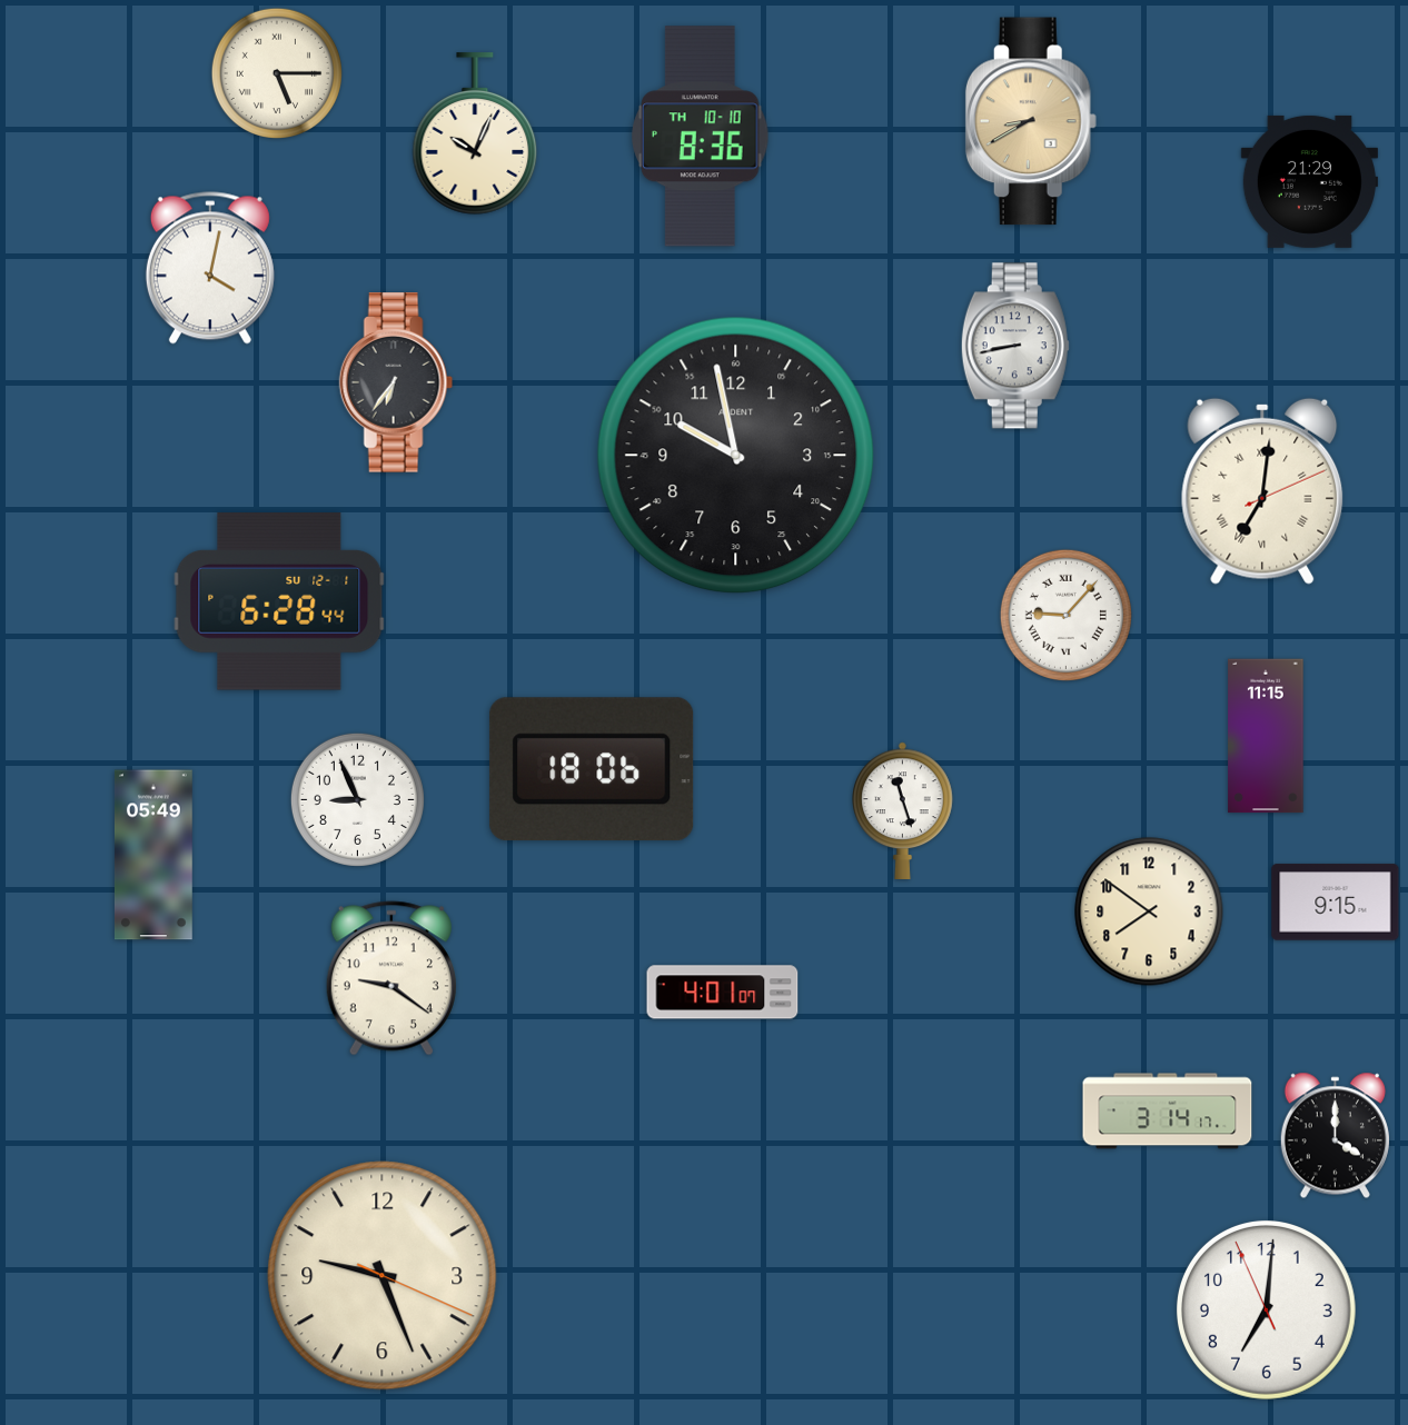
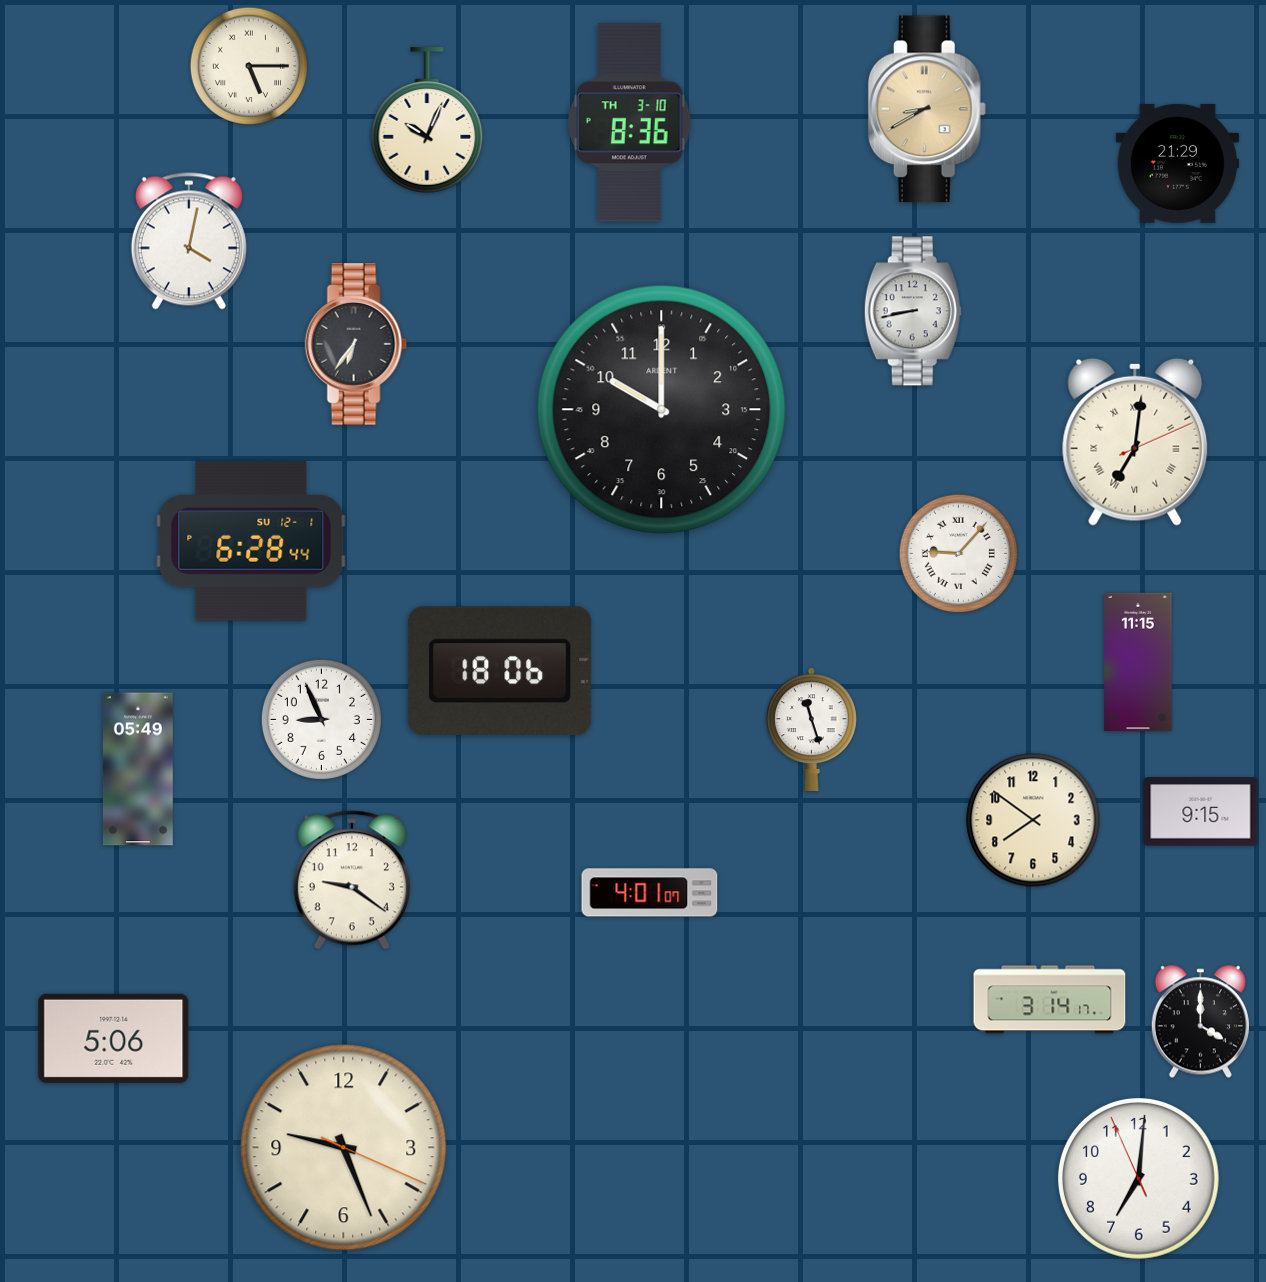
clock at (701, 137) date: TH 10-10 -> TH 3-10
clock at (736, 456): 9:58 -> 10:00
clock at (592, 768) position: (592, 768) -> (500, 670)
clock at (114, 1038): none -> 5:06
